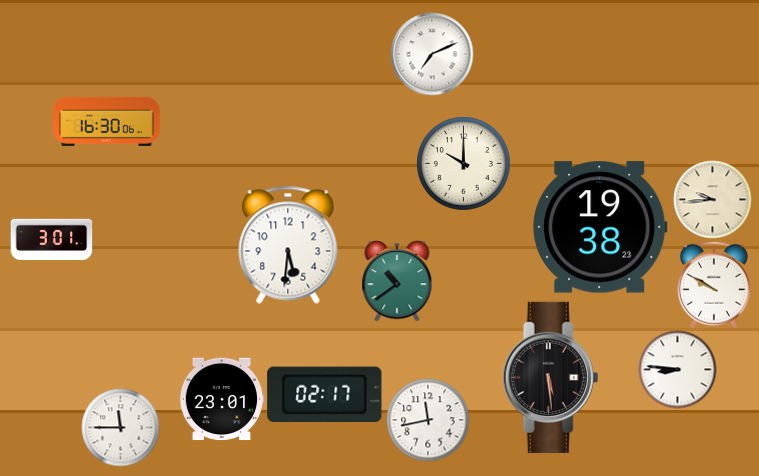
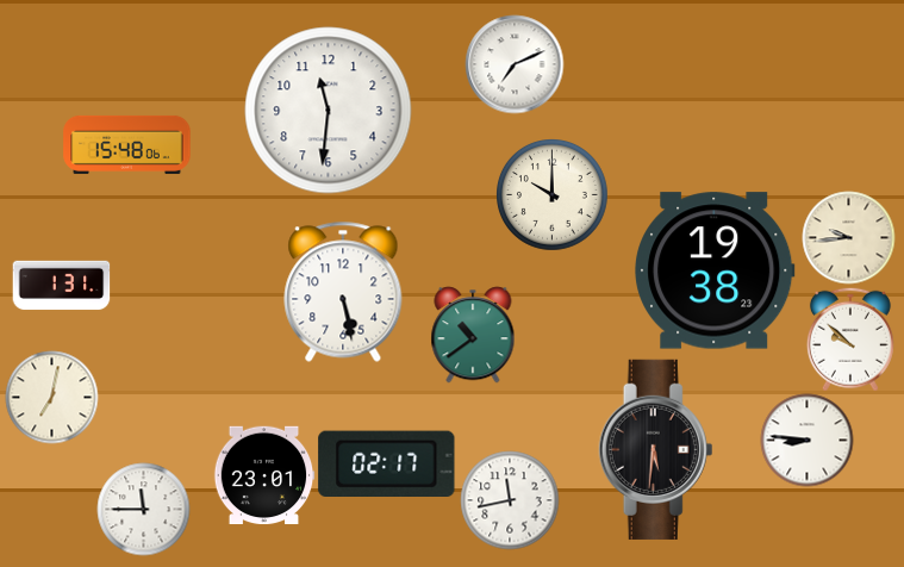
clock at (329, 111): none -> 11:31
clock at (107, 121): 16:30 -> 15:48
clock at (51, 240): 3:01 -> 1:31
clock at (288, 245): 5:31 -> 5:28
clock at (714, 285): 9:50 -> 9:52
clock at (51, 397): none -> 7:02
clock at (551, 377): 5:29 -> 5:31
clock at (325, 395) position: (325, 395) -> (387, 465)
